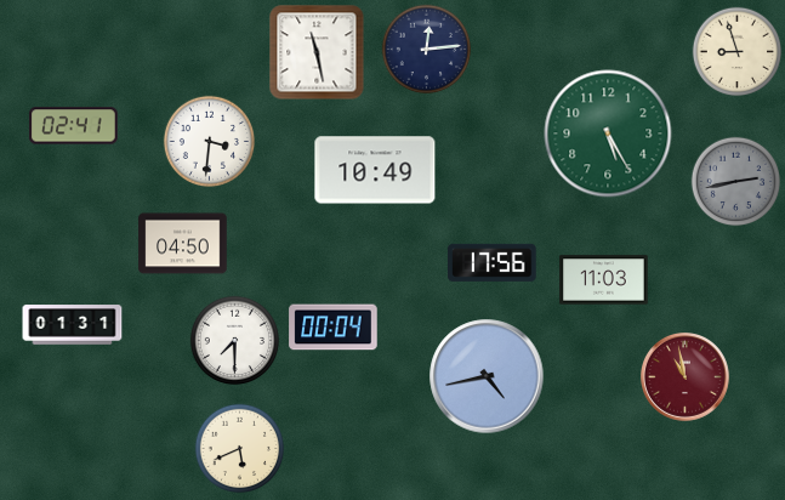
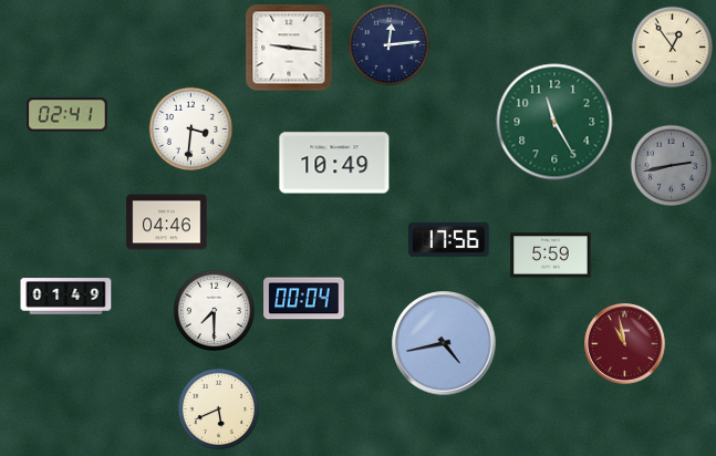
clock at (317, 52): 11:28 -> 9:16
clock at (738, 52): 8:57 -> 12:54
clock at (608, 133): 5:25 -> 11:25
clock at (375, 170) position: (375, 170) -> (334, 163)
clock at (183, 244): 04:50 -> 04:46
clock at (604, 280): 11:03 -> 5:59
clock at (73, 325): 01:31 -> 01:49
